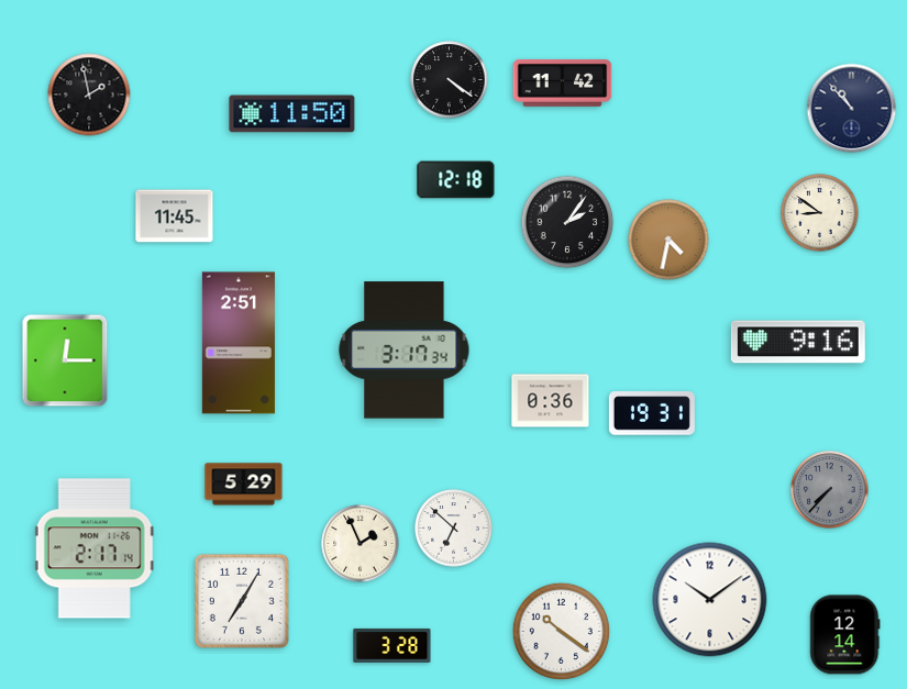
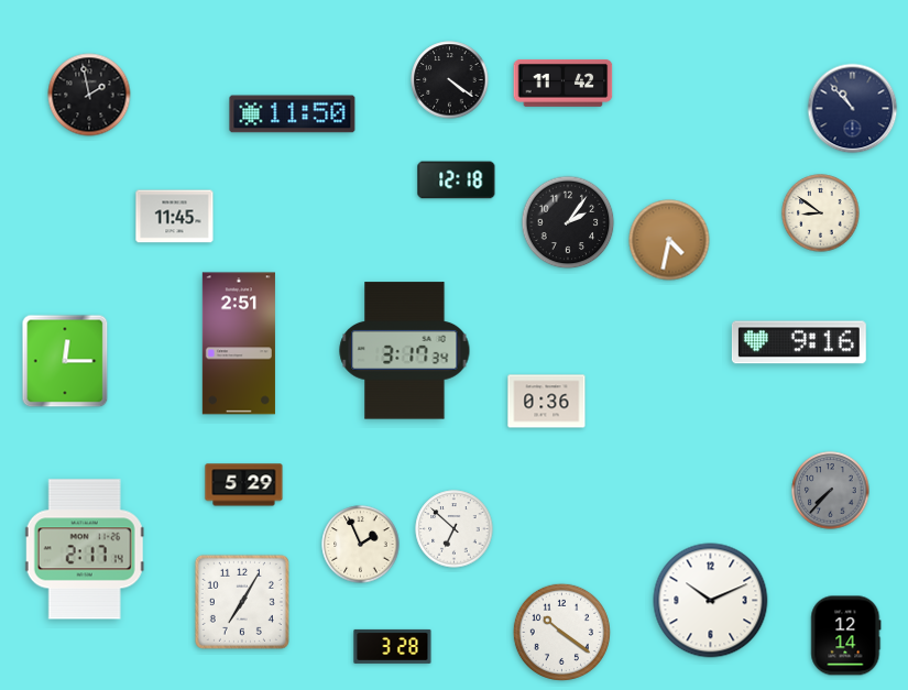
clock at (551, 401) position: (551, 401) -> (547, 402)
clock at (652, 413): 19:31 -> none
clock at (95, 548) position: (95, 548) -> (85, 549)
clock at (710, 600): 10:09 -> 10:11
